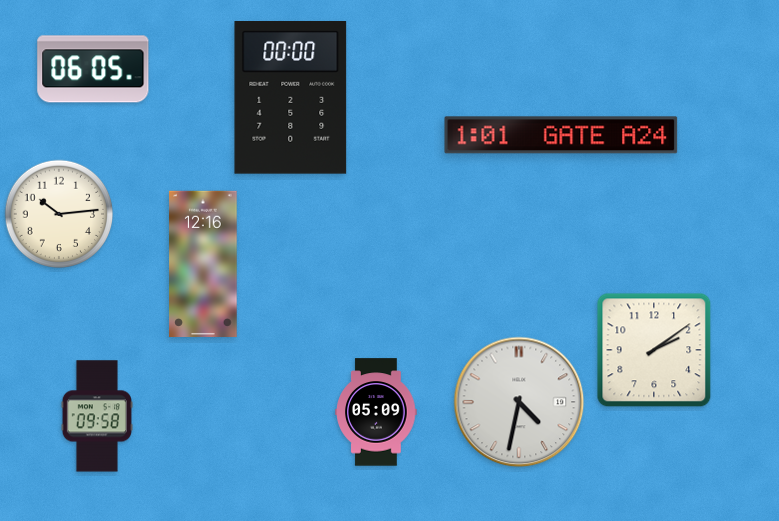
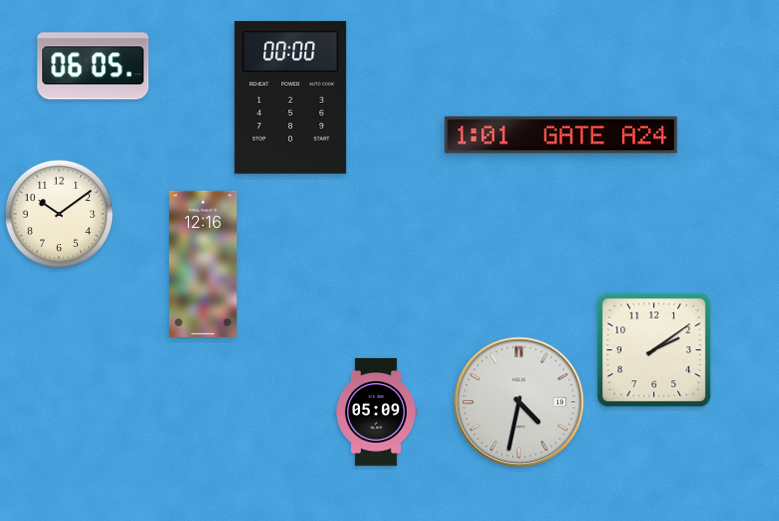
clock at (93, 69) position: (93, 69) -> (93, 66)
clock at (59, 214): 10:14 -> 10:09
clock at (97, 416): 09:58 -> none
